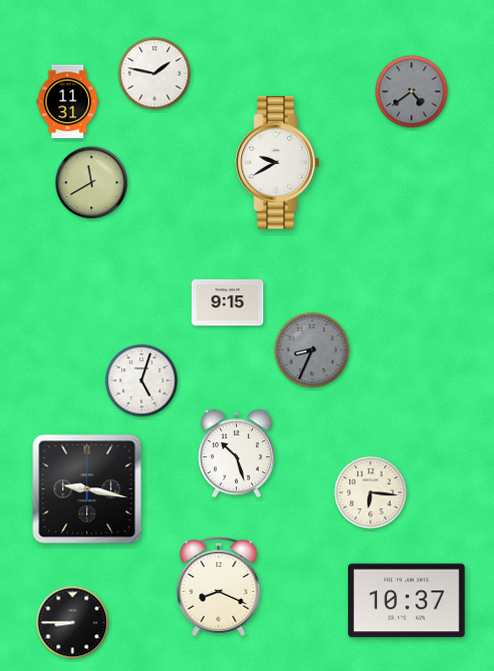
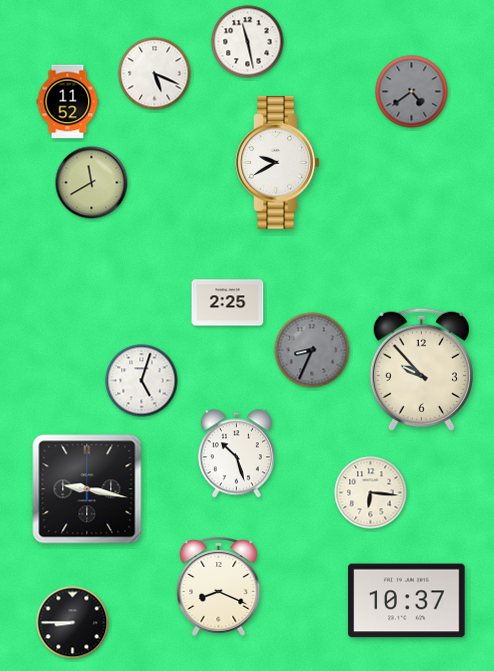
clock at (248, 42): none -> 11:28
clock at (155, 74): 1:47 -> 5:19
clock at (68, 102): 11:31 -> 11:52
clock at (228, 303): 9:15 -> 2:25
clock at (421, 369): none -> 9:53
